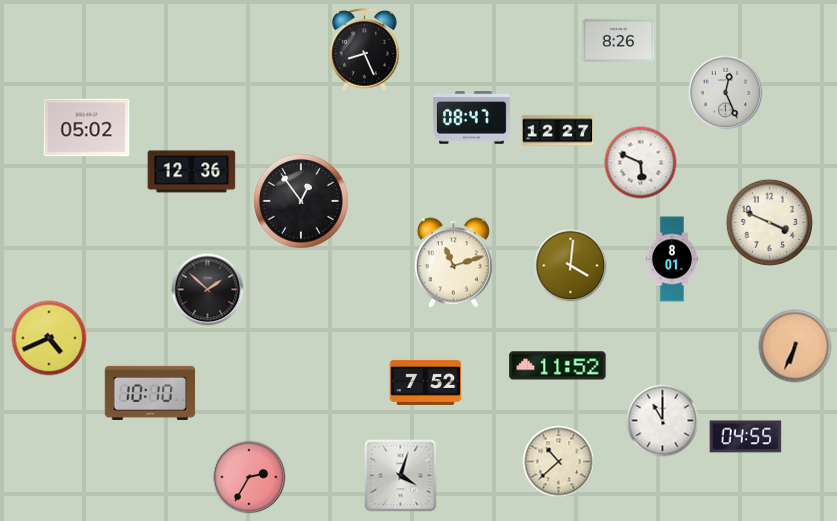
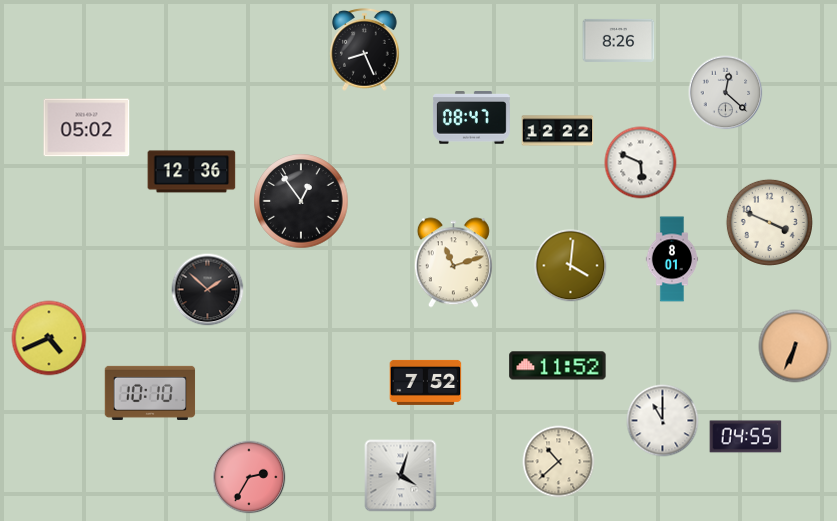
clock at (726, 93): 12:26 -> 12:22
clock at (558, 131): 12:27 -> 12:22
